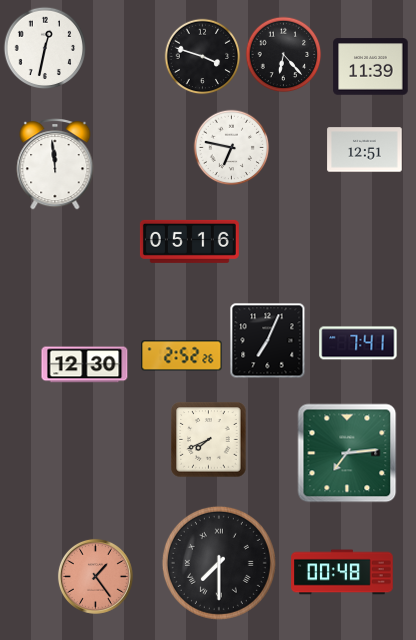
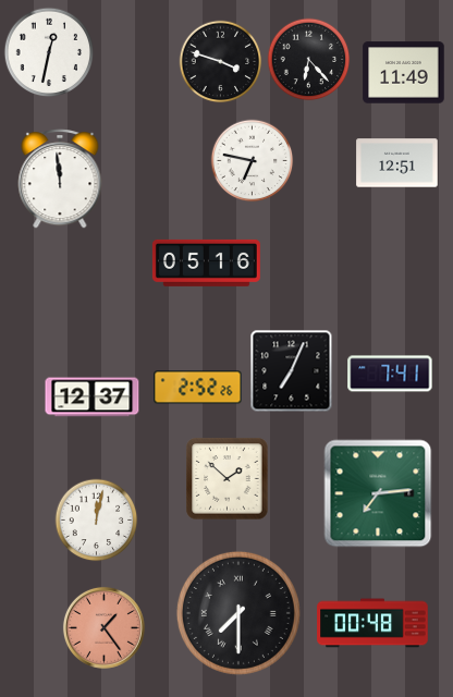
clock at (371, 67): 11:39 -> 11:49
clock at (85, 365): 12:30 -> 12:37
clock at (209, 440): 7:41 -> 1:52
clock at (97, 521): none -> 12:02
